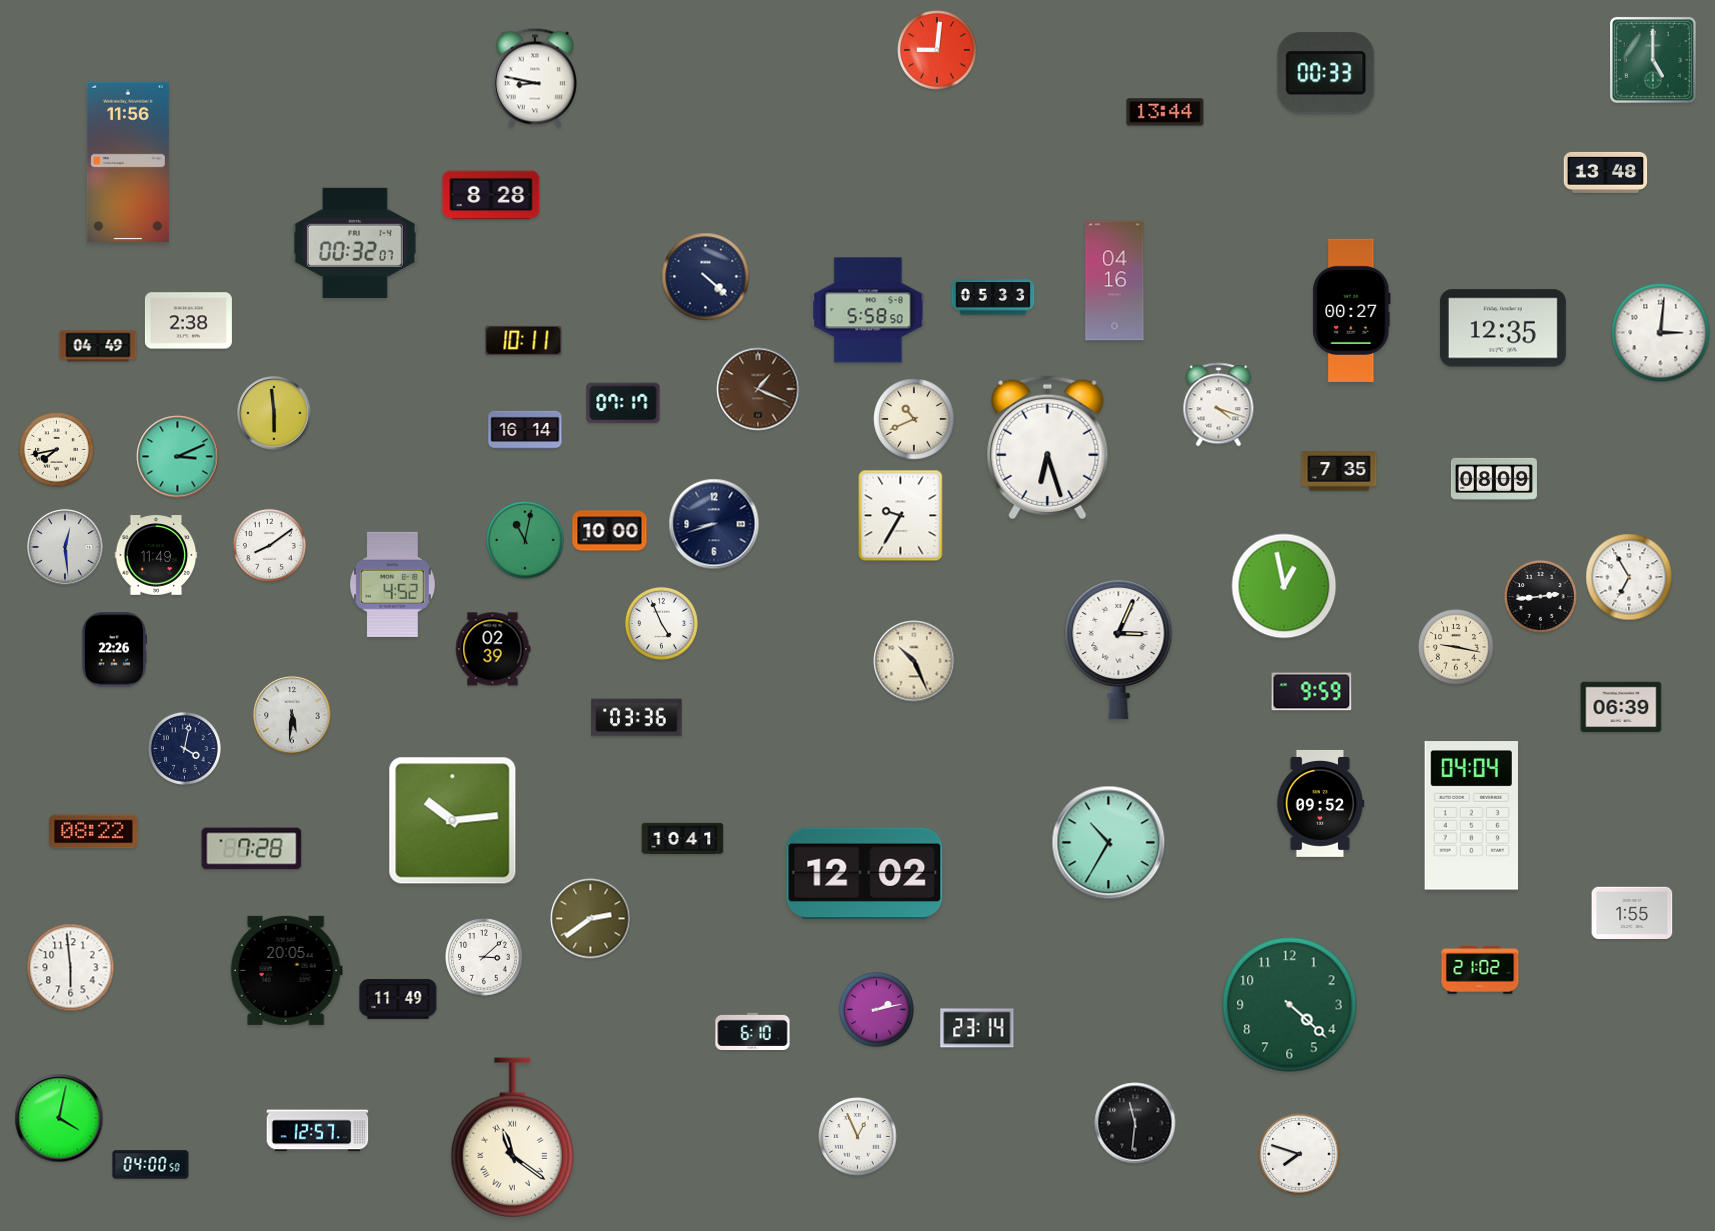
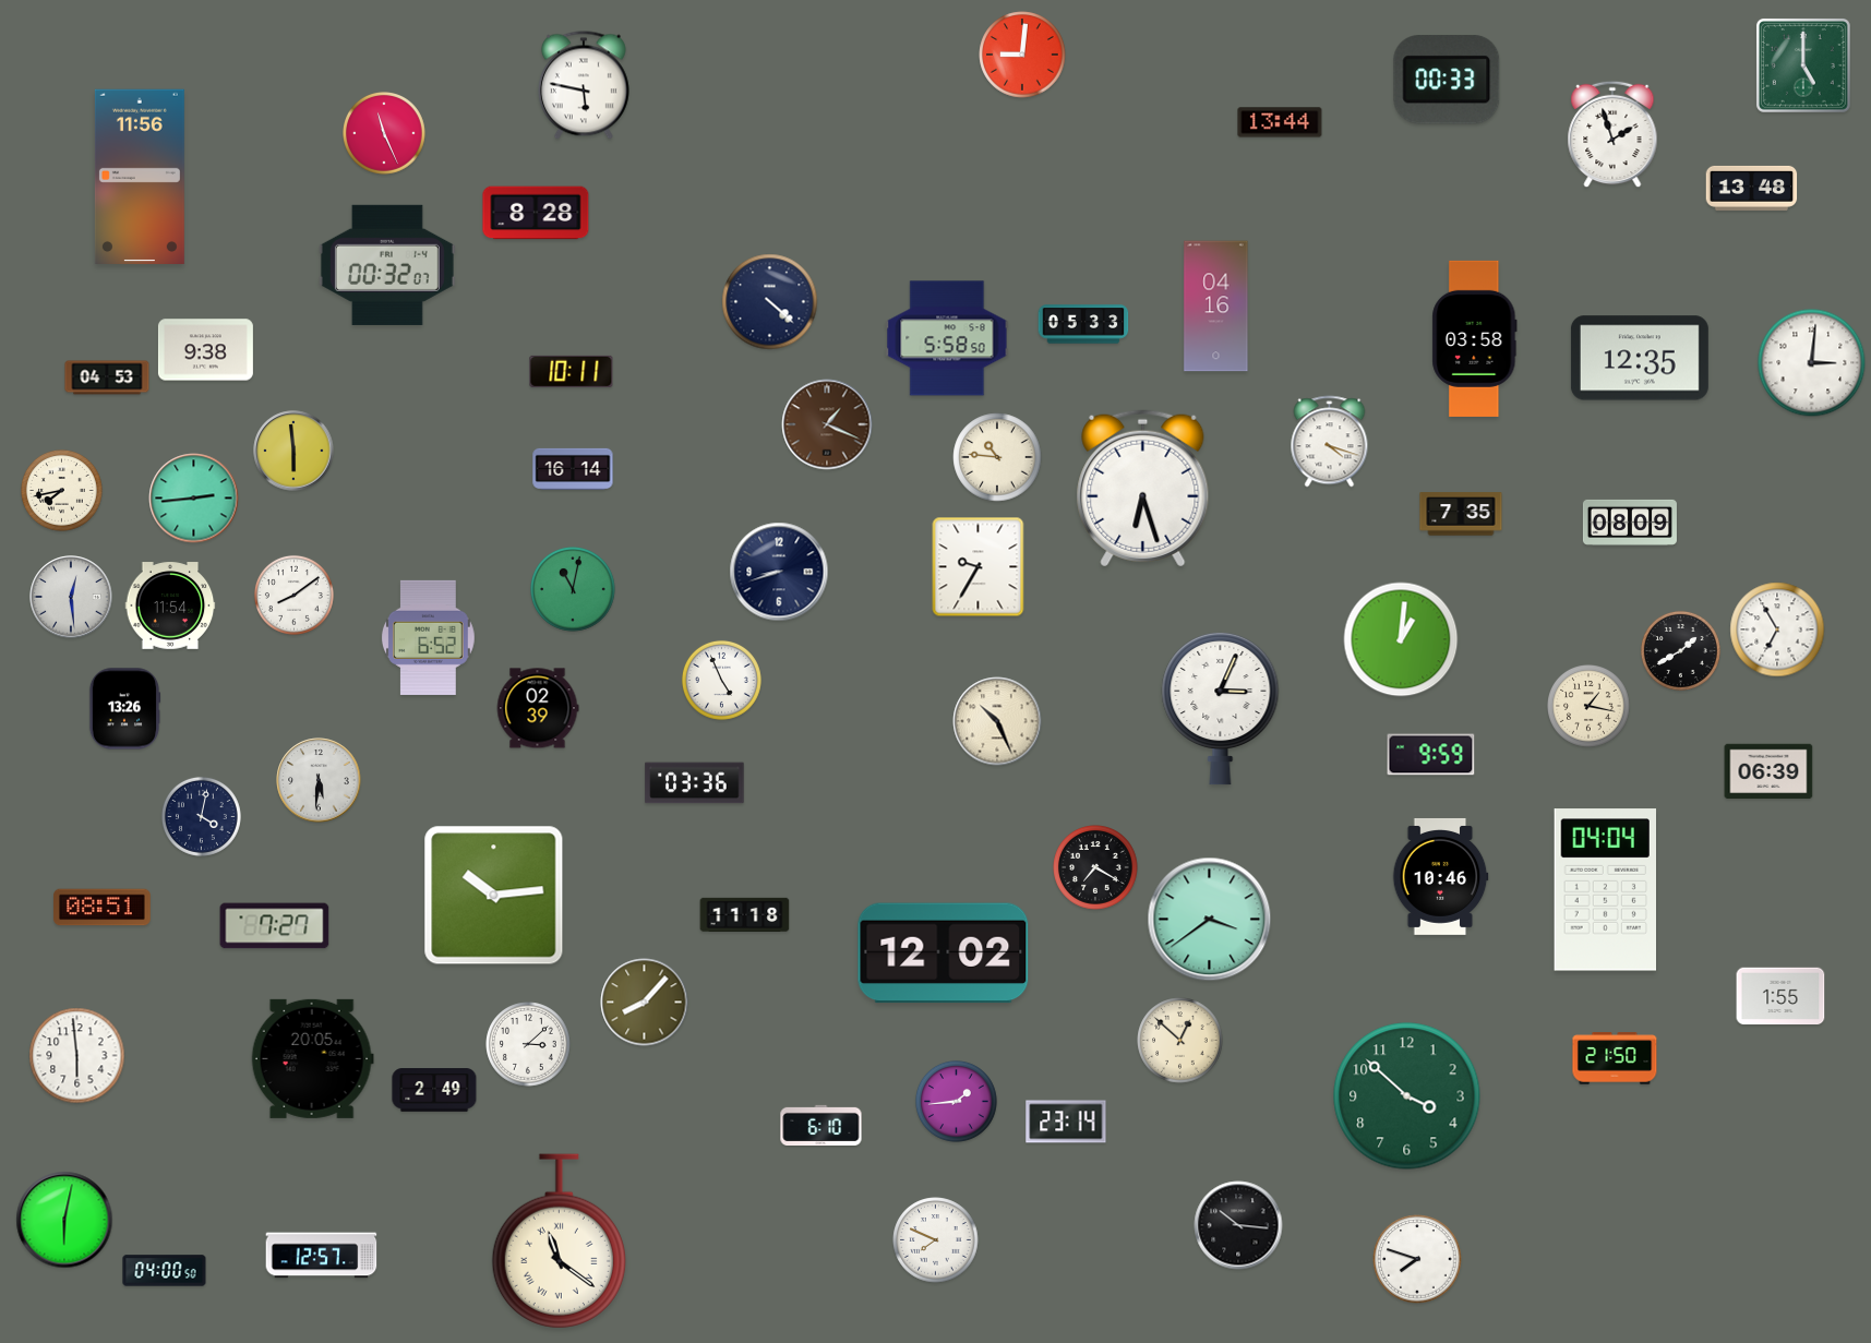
clock at (535, 78): 8:47 -> 5:47
clock at (1165, 112) position: (1165, 112) -> (1280, 122)
clock at (385, 134): none -> 11:26
clock at (1612, 134): none -> 1:57
clock at (1352, 310): 00:27 -> 03:58
clock at (188, 321): 2:38 -> 9:38
clock at (98, 346): 04:49 -> 04:53
clock at (623, 403): 07:17 -> none
clock at (274, 413) position: (274, 413) -> (293, 451)
clock at (914, 419): 10:41 -> 10:46
clock at (178, 457): 3:11 -> 2:44
clock at (901, 516) position: (901, 516) -> (979, 567)
clock at (610, 531): 10:00 -> none
clock at (156, 555): 11:49 -> 11:54
clock at (392, 584): 4:52 -> 6:52
clock at (1284, 586): 12:58 -> 1:01
clock at (1540, 596): 2:44 -> 1:40
clock at (1457, 648): 9:17 -> 1:17
clock at (114, 650): 22:26 -> 13:26
clock at (1095, 867): none -> 7:20
clock at (1320, 803): 09:52 -> 10:46
clock at (94, 832): 08:22 -> 08:51
clock at (683, 838): 10:41 -> 11:18
clock at (1109, 843): 10:35 -> 3:39
clock at (252, 849): 7:28 -> 7:27
clock at (591, 919): 2:39 -> 8:07
clock at (1180, 1041): none -> 12:52
clock at (1480, 970): 21:02 -> 21:50
clock at (398, 999): 11:49 -> 2:49
clock at (1290, 1005): 4:22 -> 3:52
clock at (876, 1009): 2:13 -> 1:44
clock at (59, 1118): 4:02 -> 6:02
clock at (1135, 1123): 11:31 -> 10:16
clock at (318, 1131) position: (318, 1131) -> (322, 1256)
clock at (858, 1137): 12:56 -> 7:49
